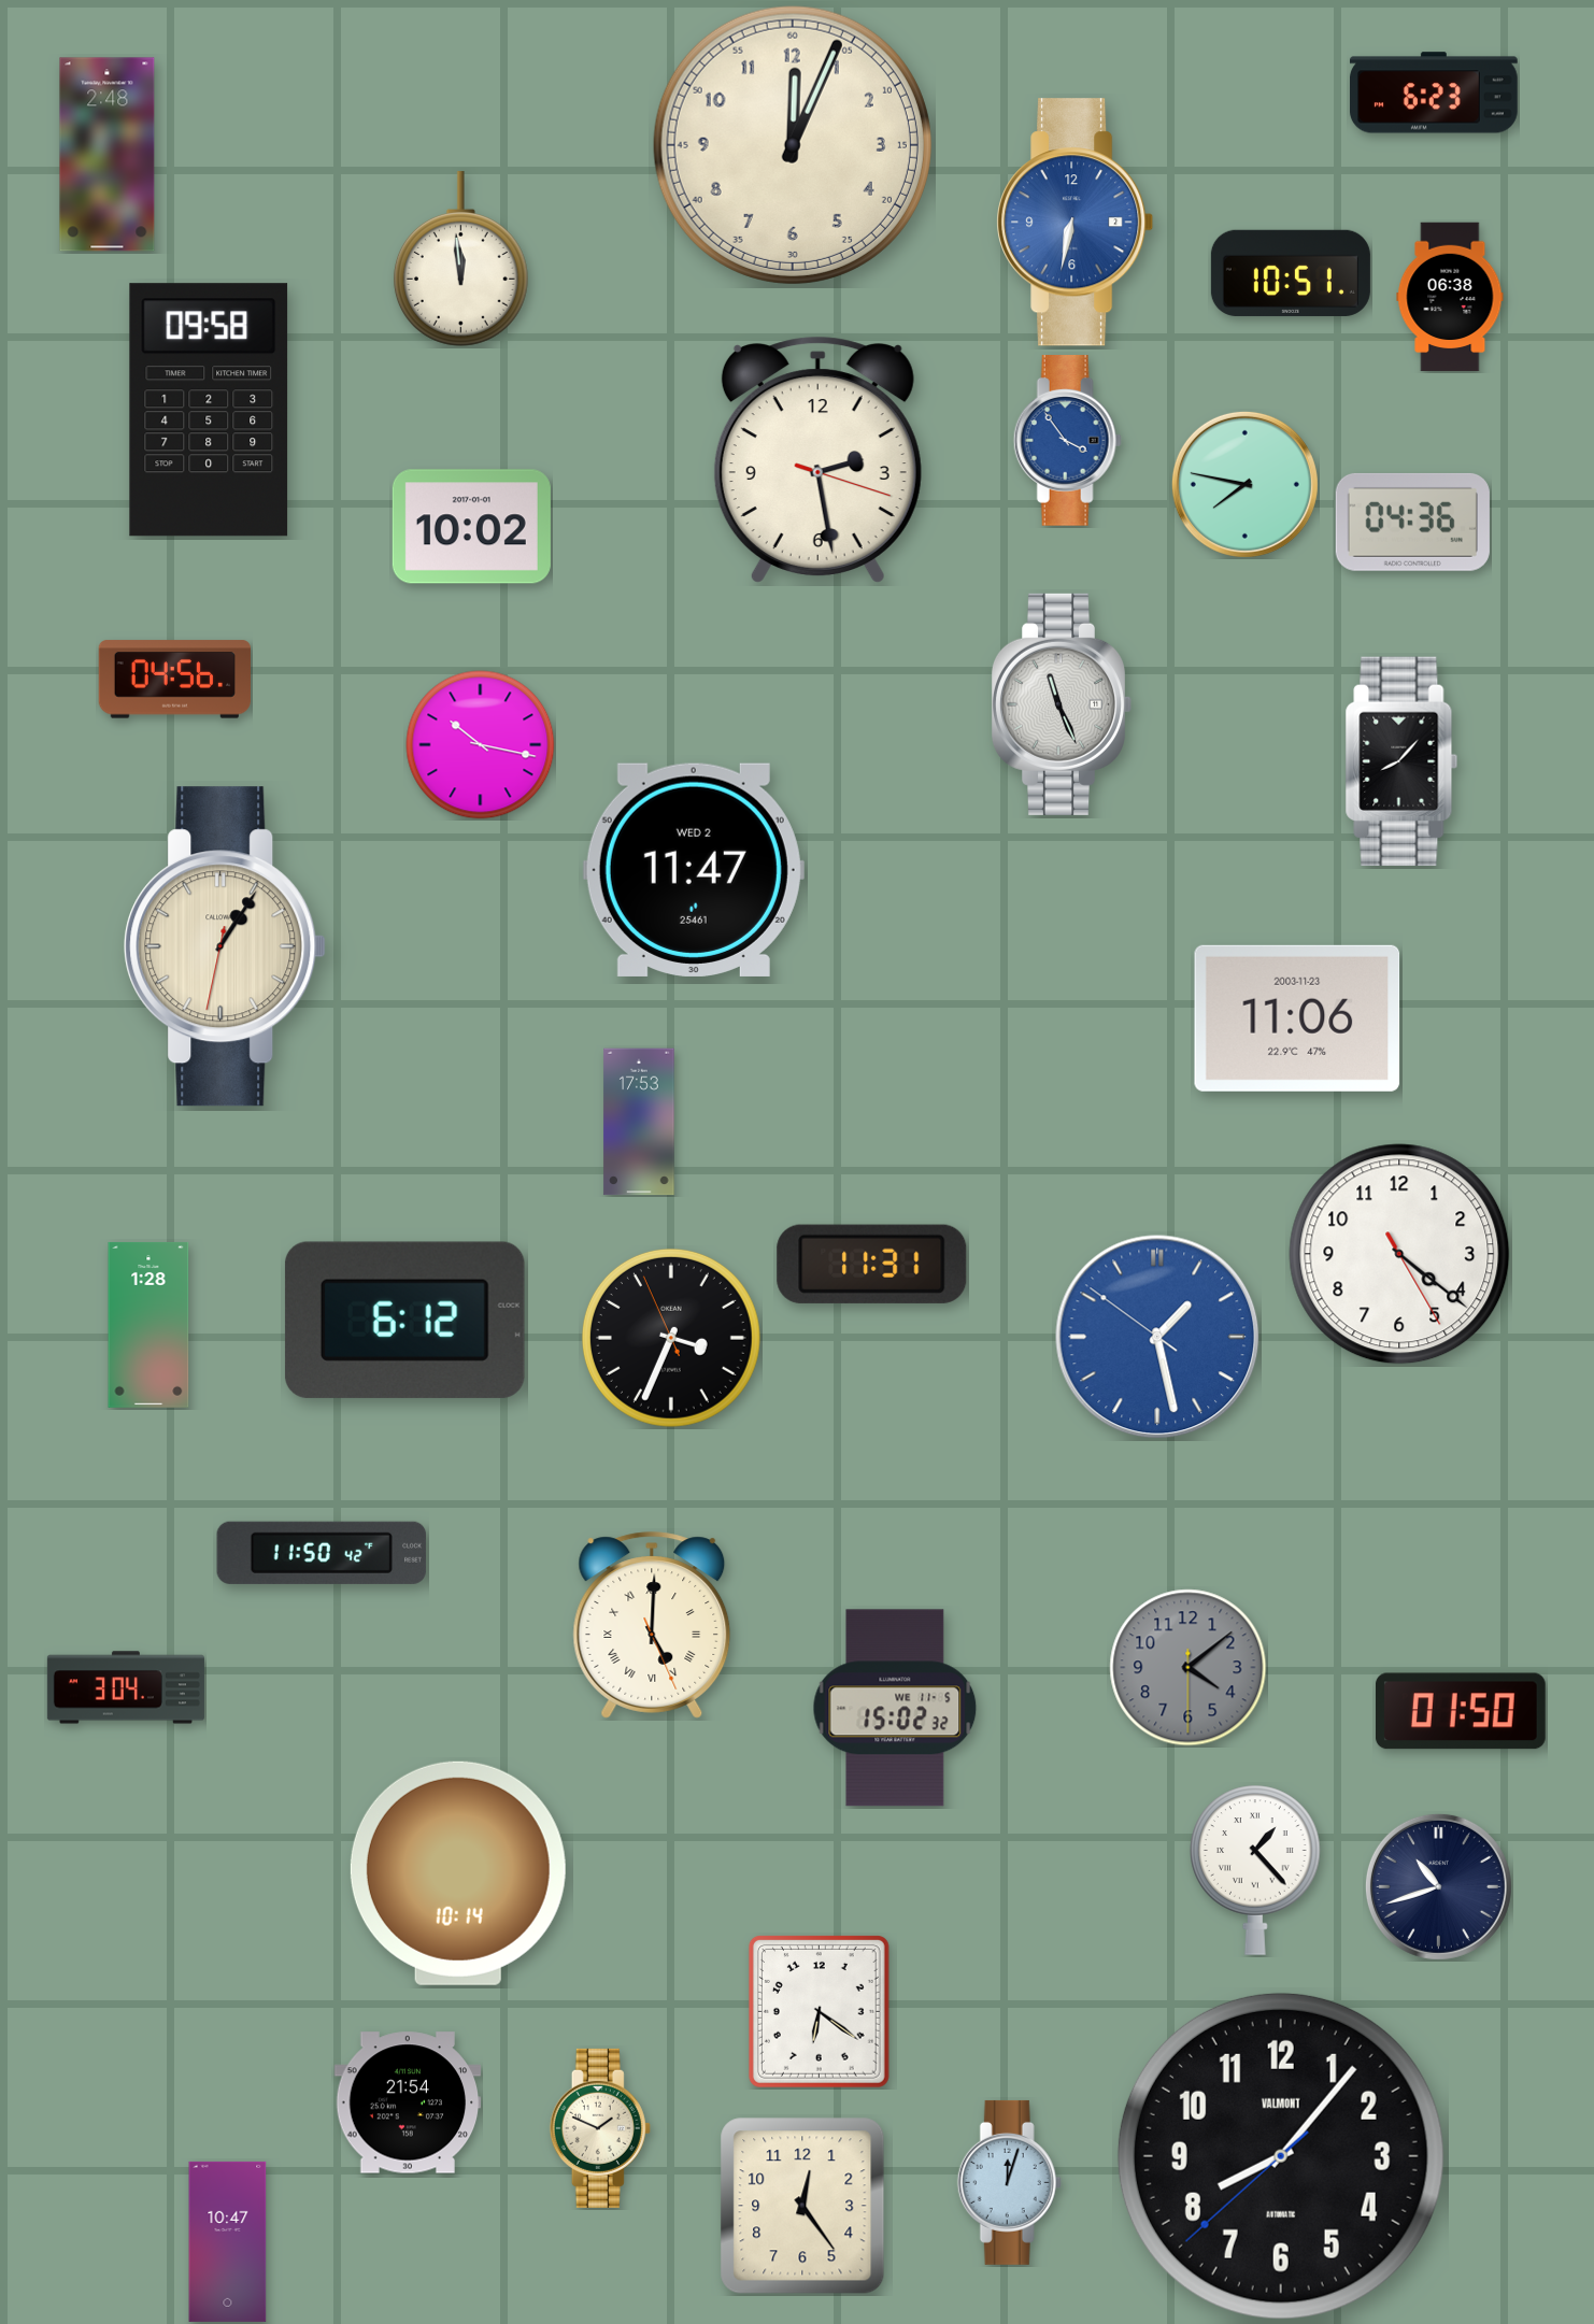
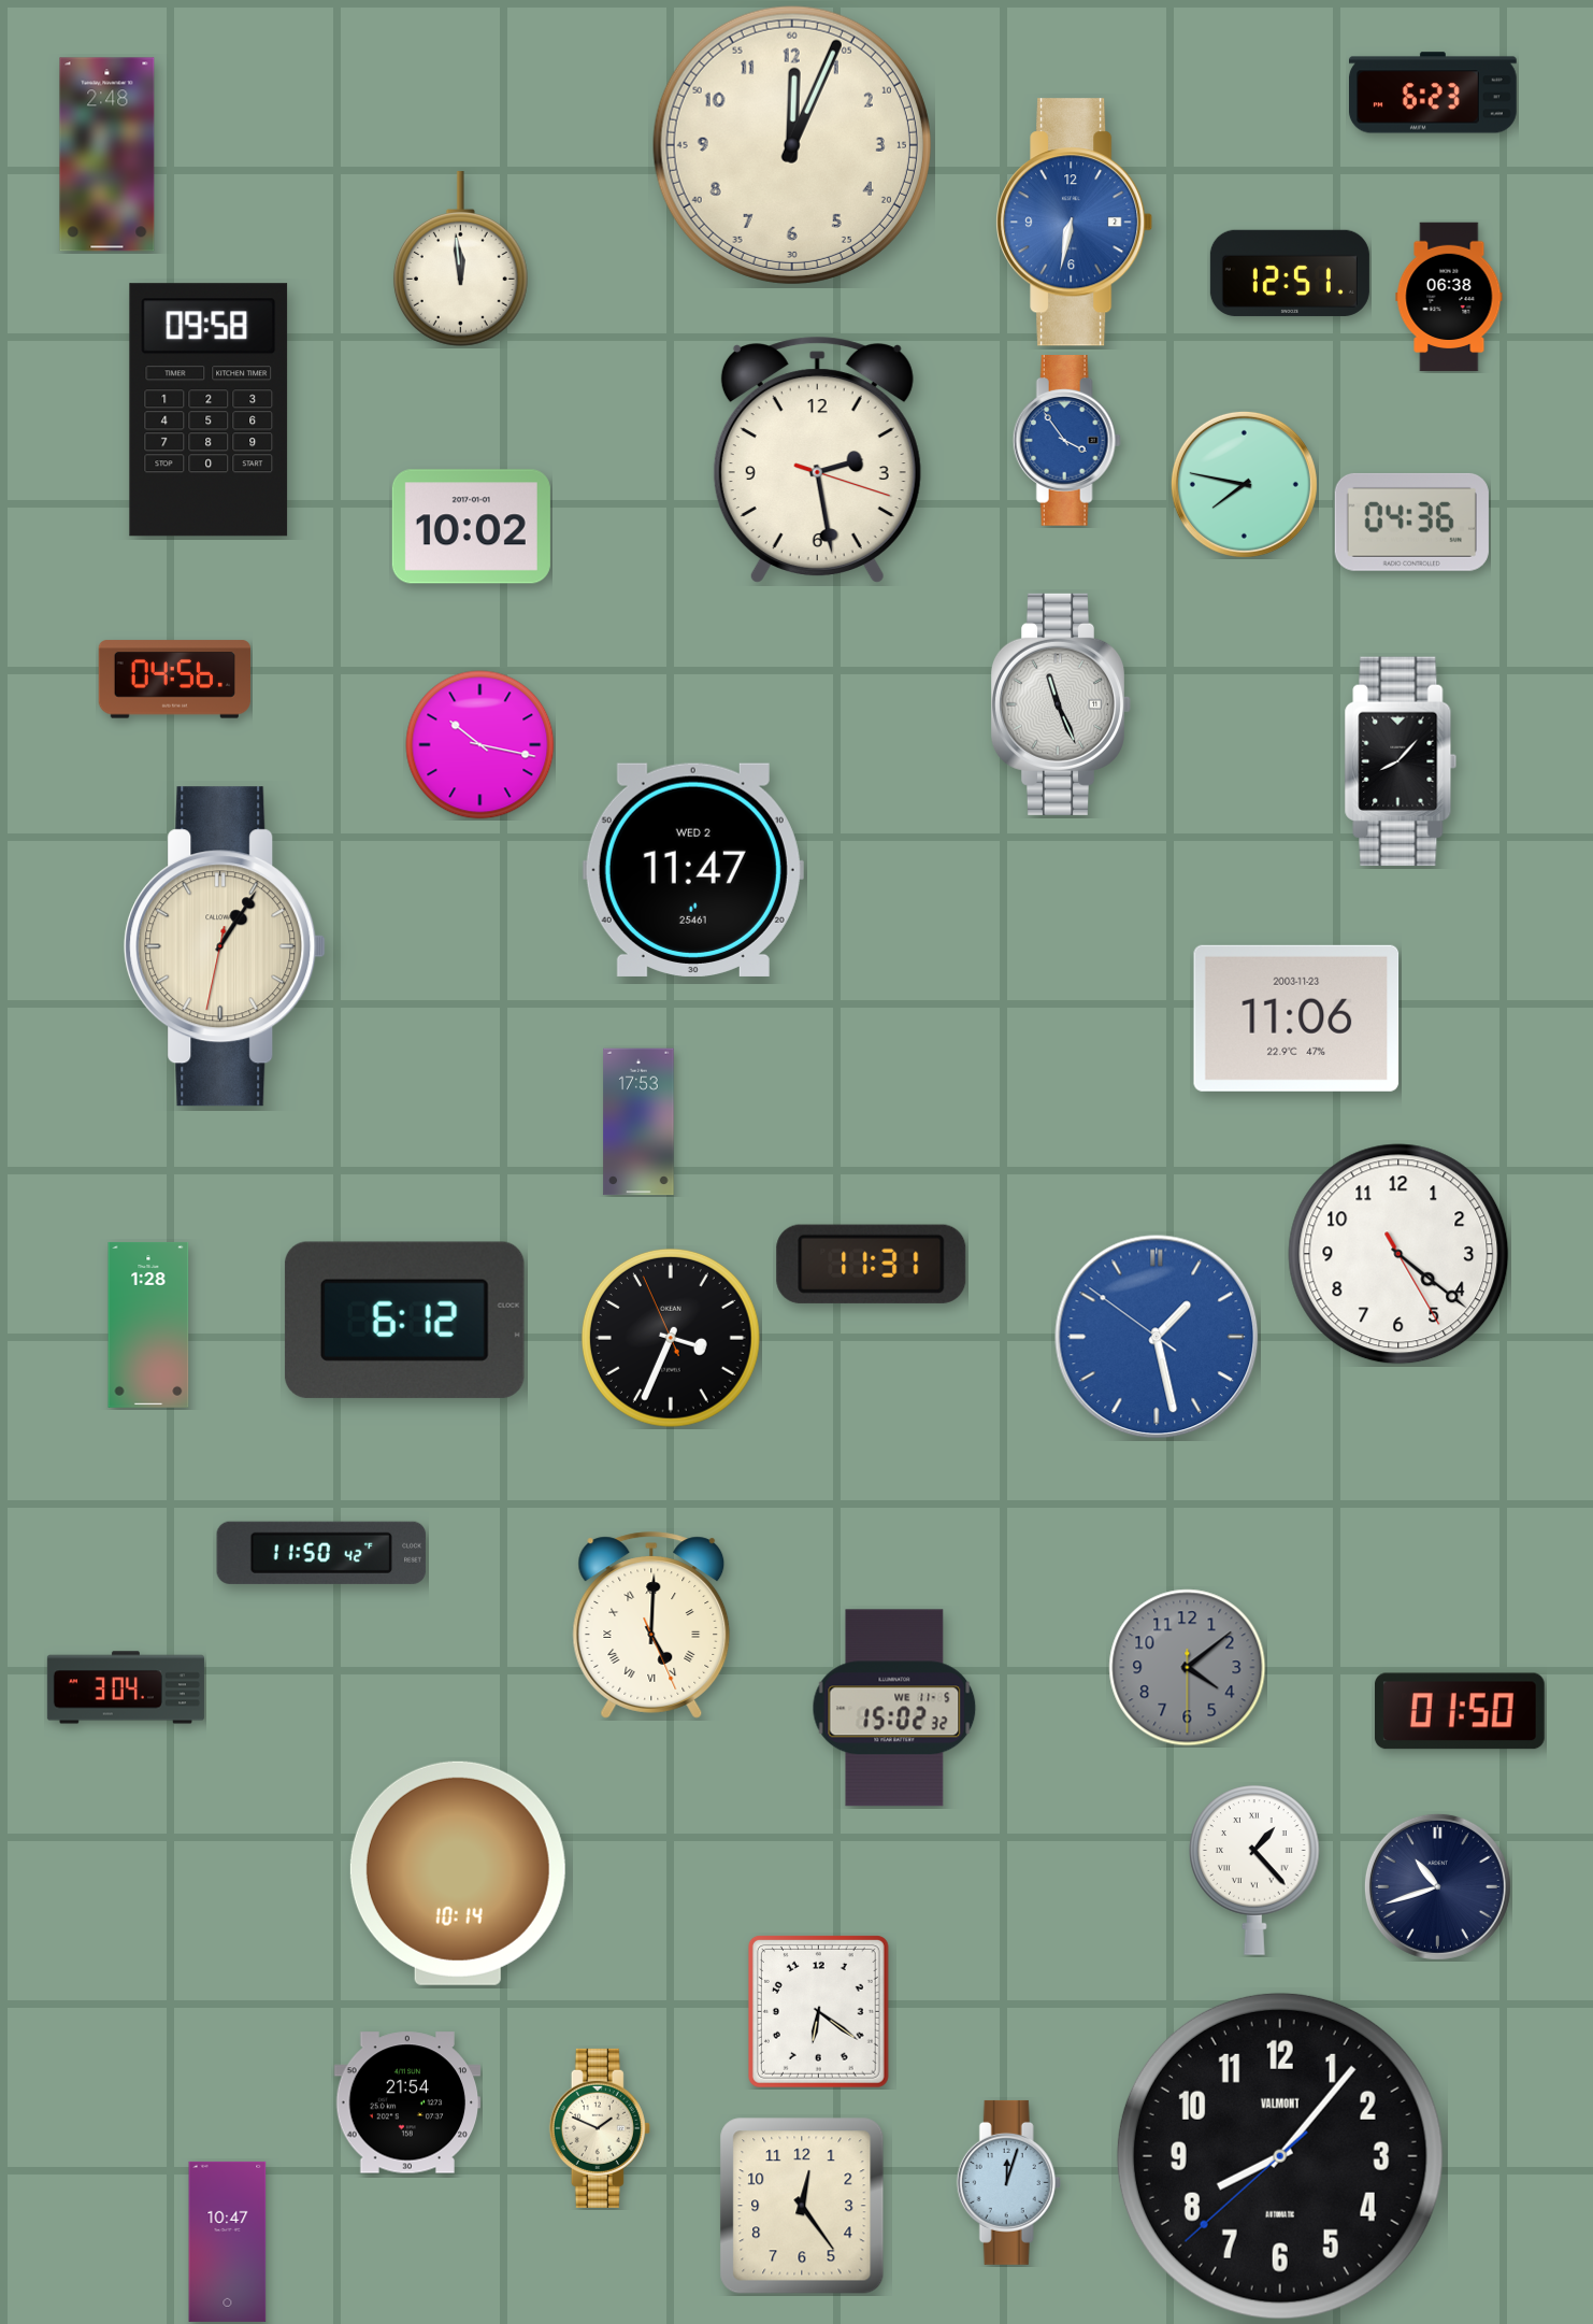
clock at (1291, 273): 10:51 -> 12:51
